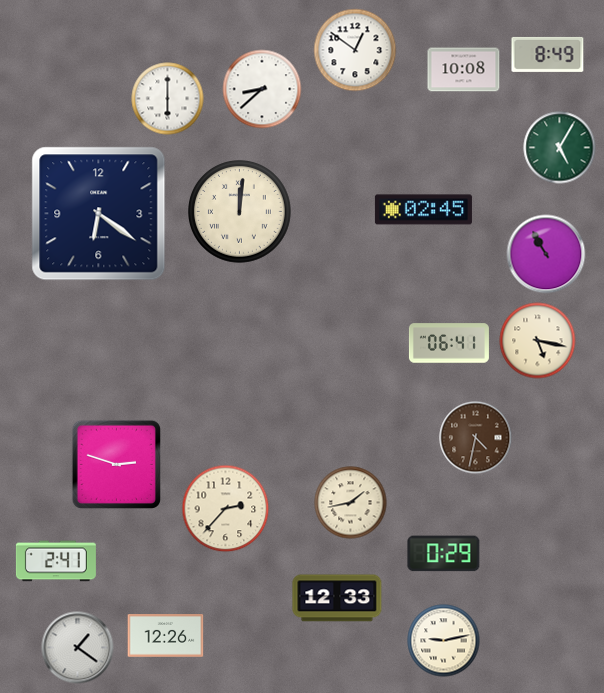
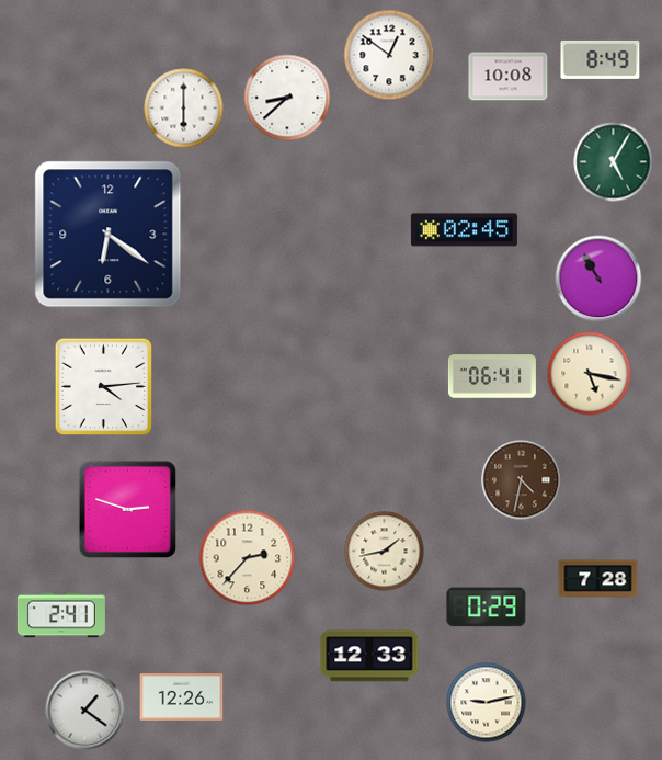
clock at (240, 212): 12:01 -> none
clock at (104, 387): none -> 4:14
clock at (598, 579): none -> 7:28
